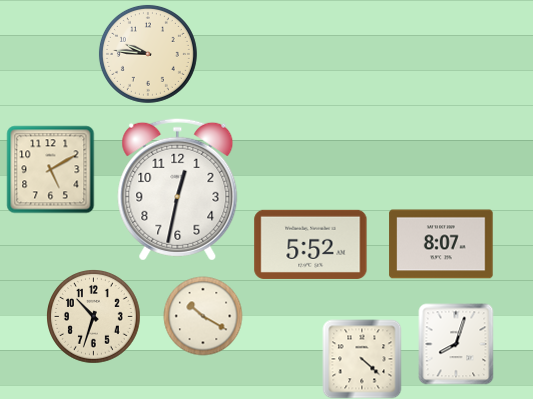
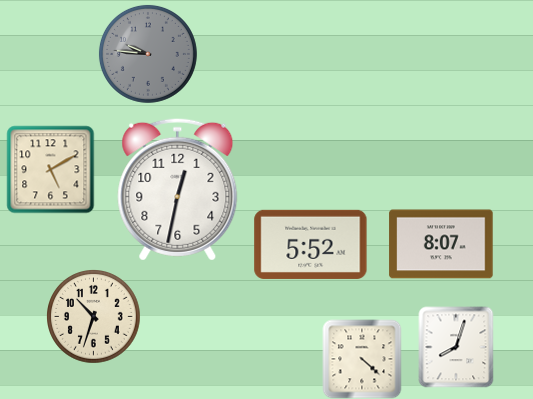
clock at (148, 54) dial: cream -> grey
clock at (203, 316): 10:20 -> none
clock at (456, 344) position: (456, 344) -> (456, 347)
